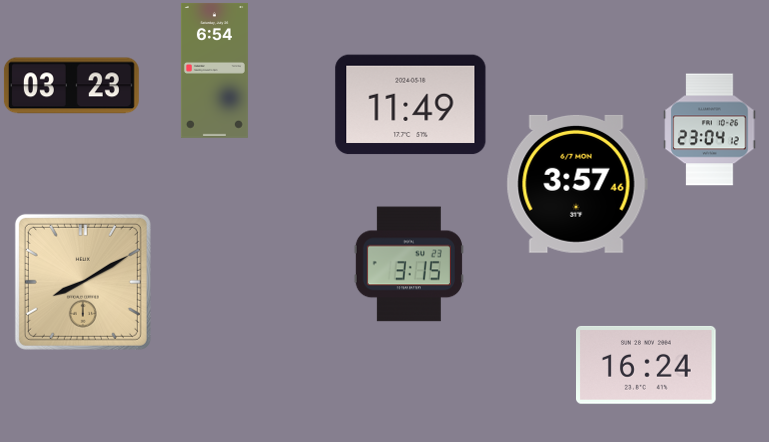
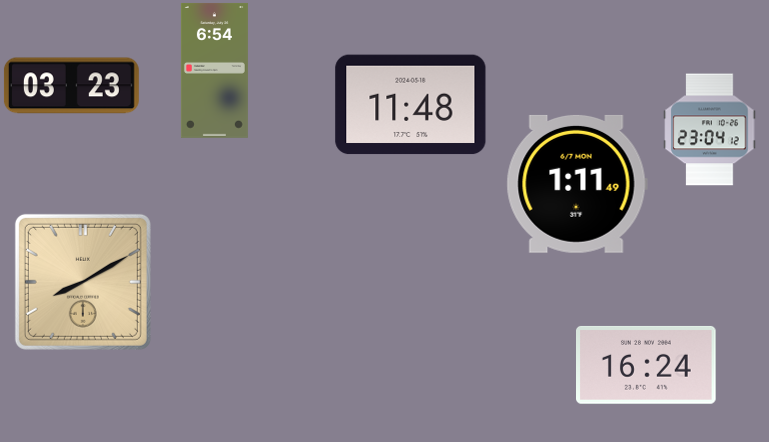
clock at (411, 105): 11:49 -> 11:48
clock at (577, 184): 3:57 -> 1:11
clock at (409, 264): 3:15 -> none
